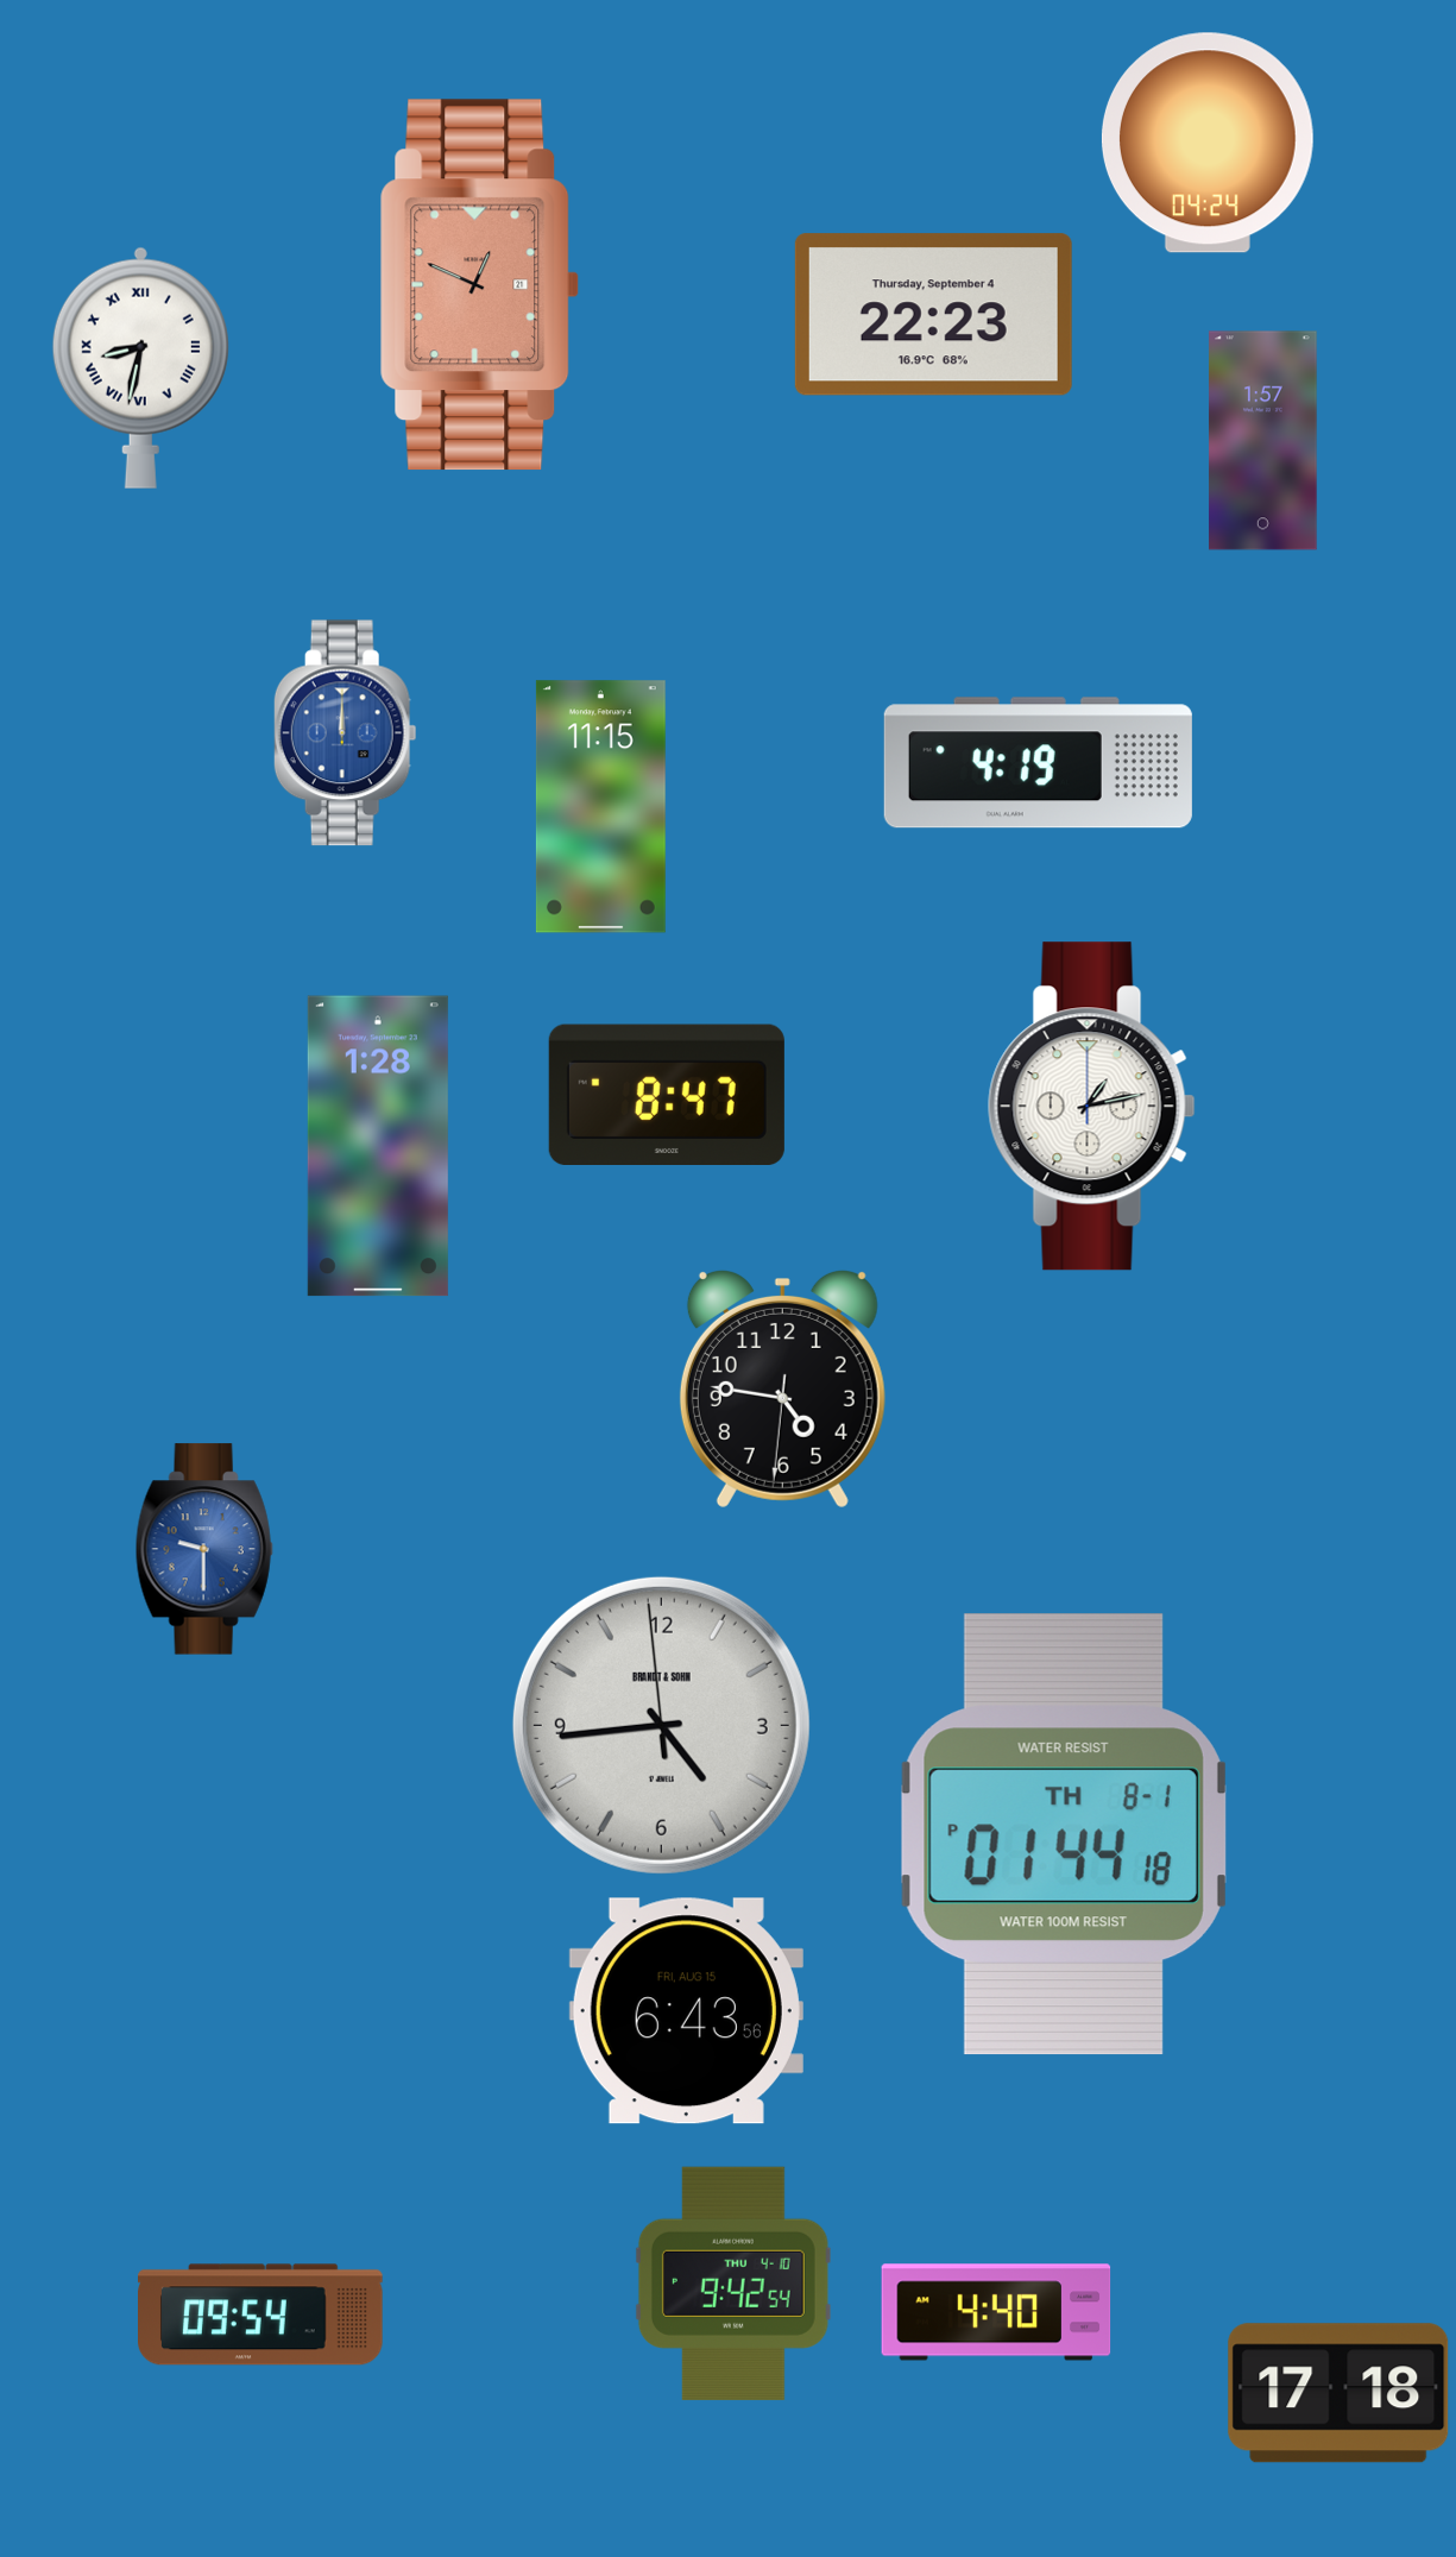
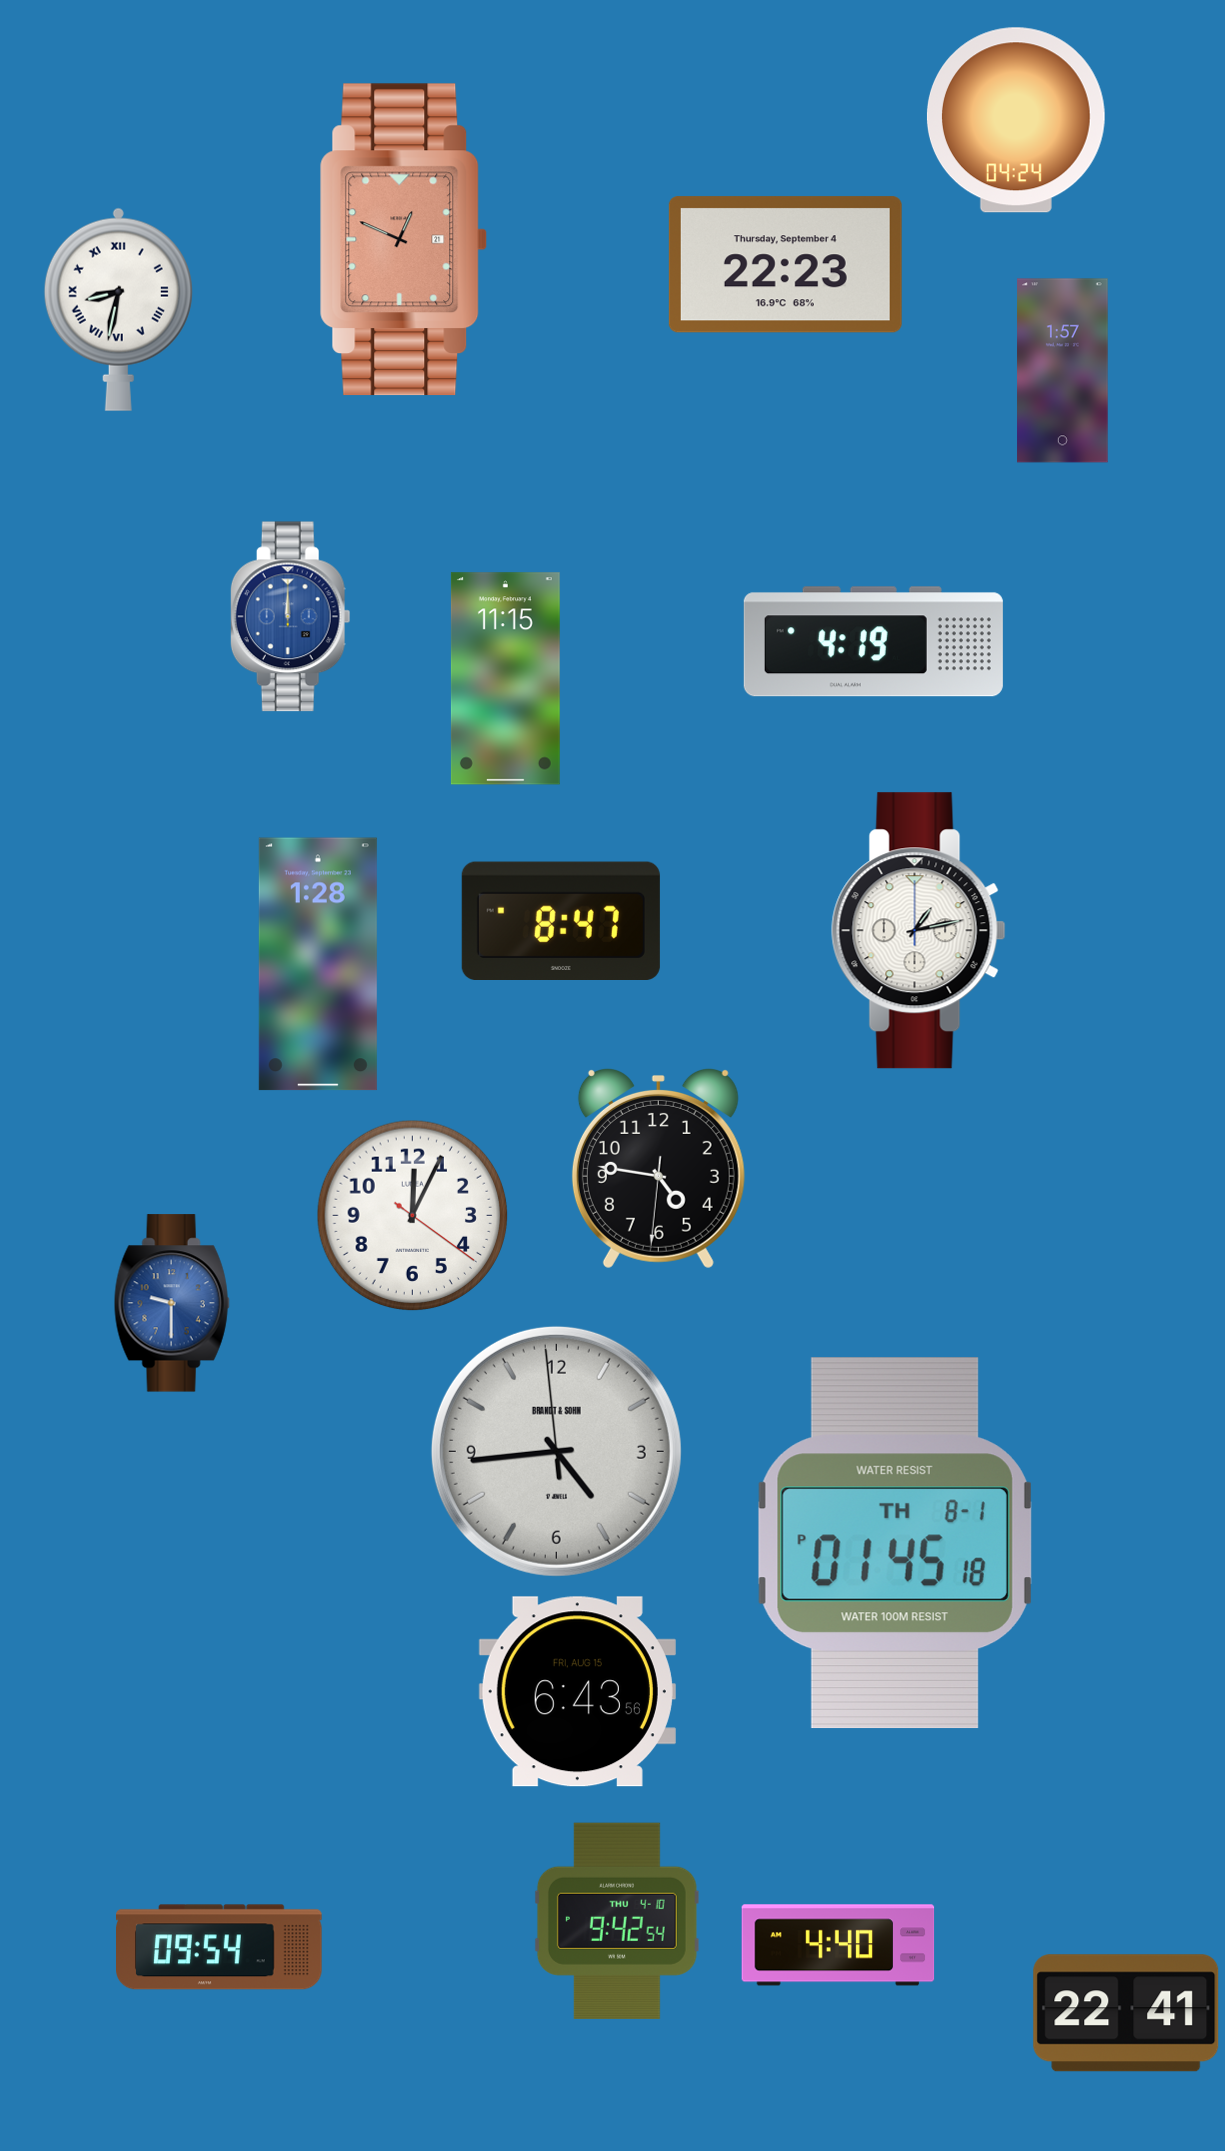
clock at (413, 1216): none -> 12:04
clock at (1064, 1834): 01:44 -> 01:45
clock at (1338, 2393): 17:18 -> 22:41
